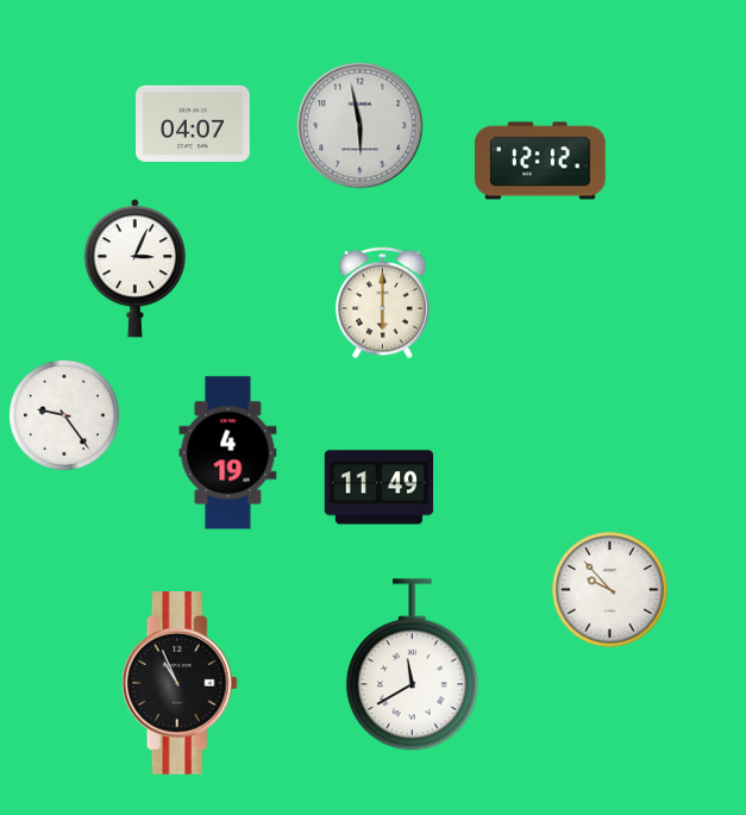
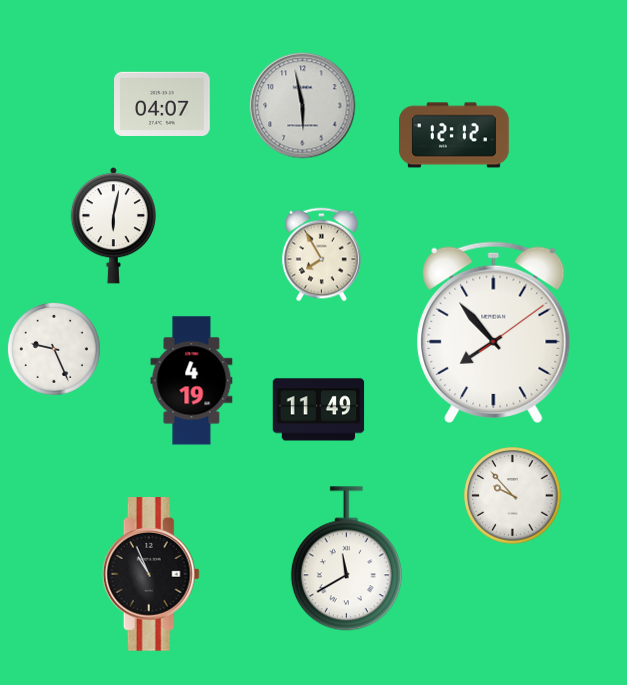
clock at (134, 269): 3:04 -> 6:02
clock at (383, 303): 6:00 -> 7:55
clock at (494, 332): none -> 7:53
clock at (64, 415): 9:24 -> 9:26
